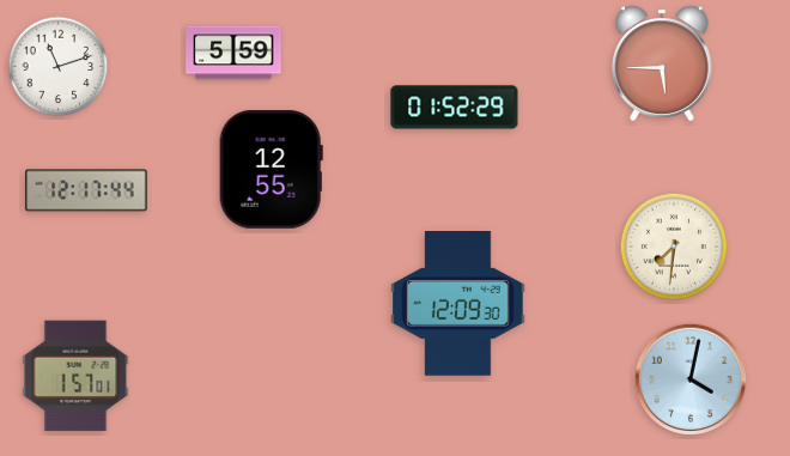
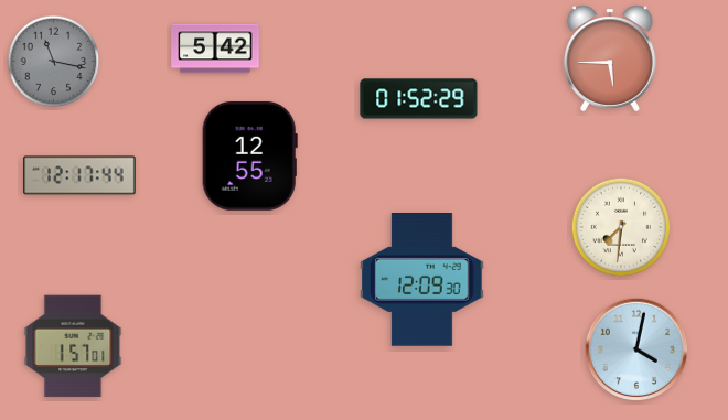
clock at (233, 53): 5:59 -> 5:42
clock at (59, 67): 11:12 -> 11:17
clock at (59, 67) dial: white -> grey
clock at (75, 376) position: (75, 376) -> (73, 346)
